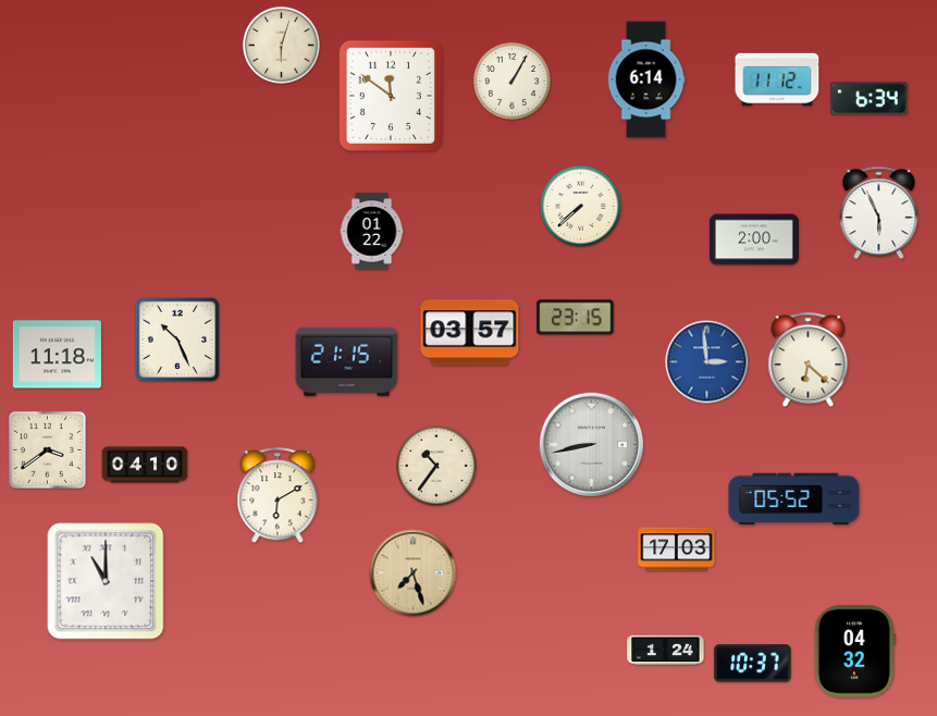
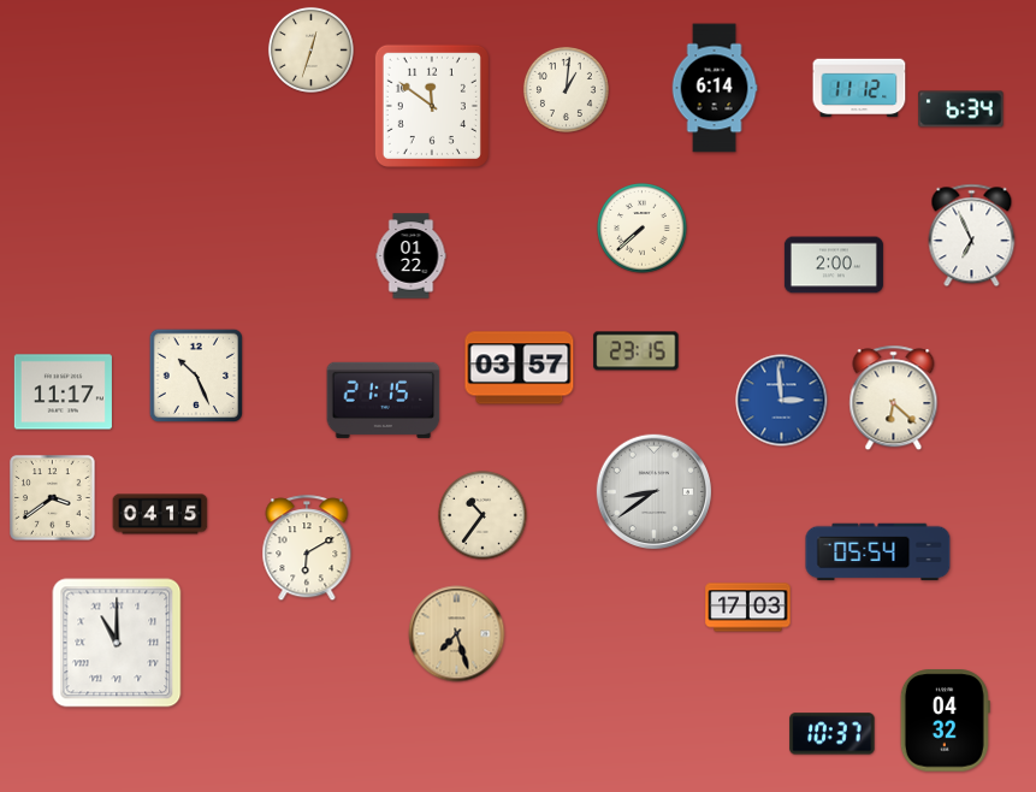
clock at (281, 45): 6:03 -> 12:33
clock at (511, 81): 1:05 -> 1:01
clock at (879, 213): 5:56 -> 6:56
clock at (57, 355): 11:18 -> 11:17
clock at (592, 445): 8:43 -> 8:39
clock at (145, 465): 04:10 -> 04:15
clock at (794, 499): 05:52 -> 05:54
clock at (666, 651): 1:24 -> none
